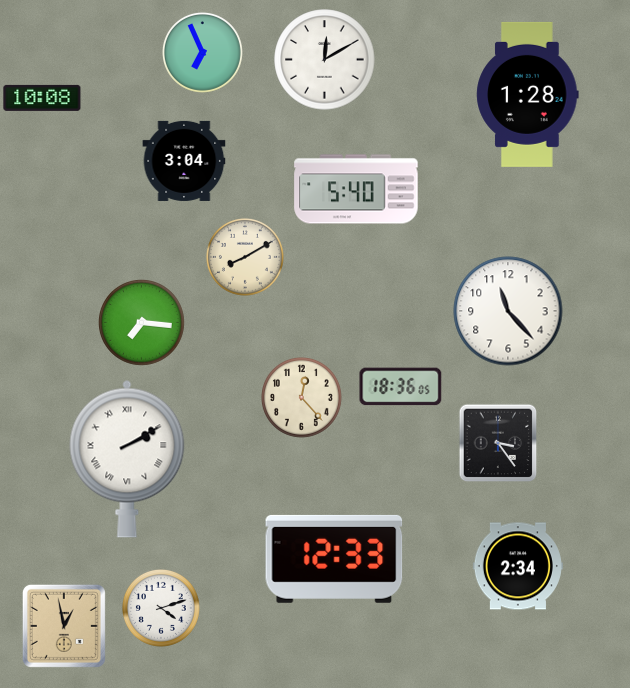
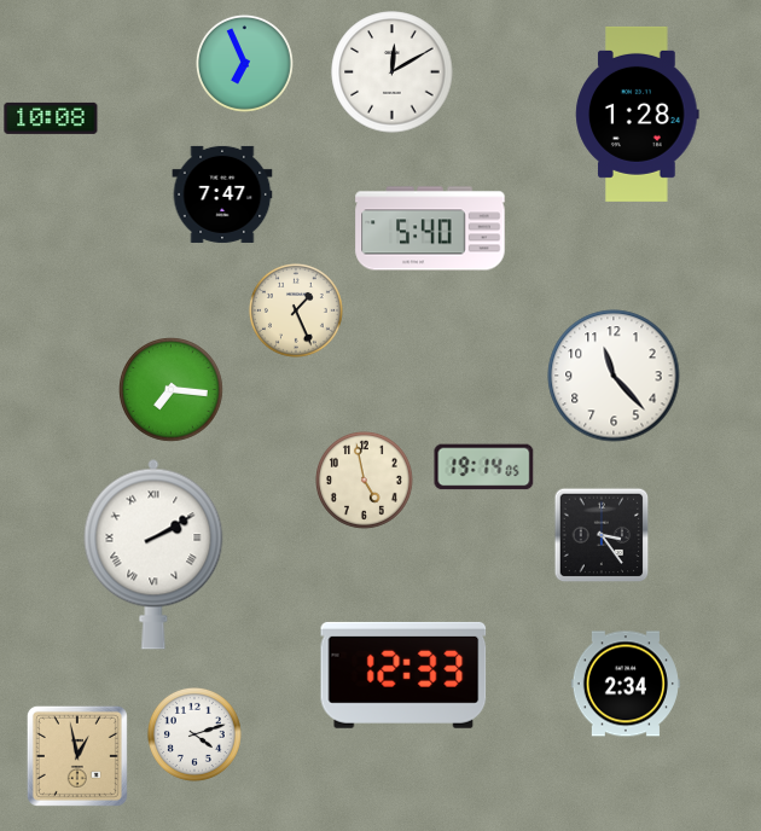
clock at (184, 161): 3:04 -> 7:47
clock at (245, 257): 8:10 -> 1:26
clock at (401, 387): 18:36 -> 19:14
clock at (301, 397): 12:23 -> 4:58
